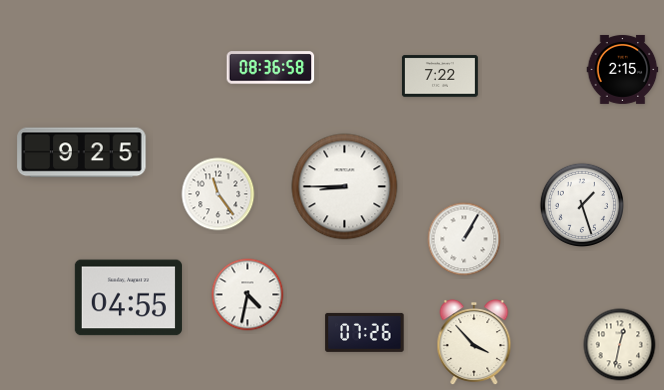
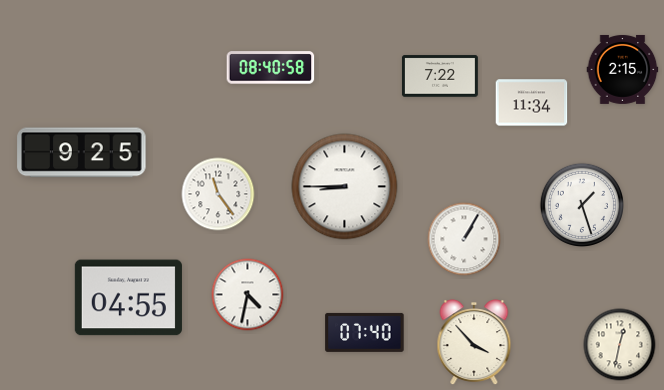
clock at (271, 68): 08:36 -> 08:40
clock at (532, 103): none -> 11:34
clock at (365, 332): 07:26 -> 07:40
